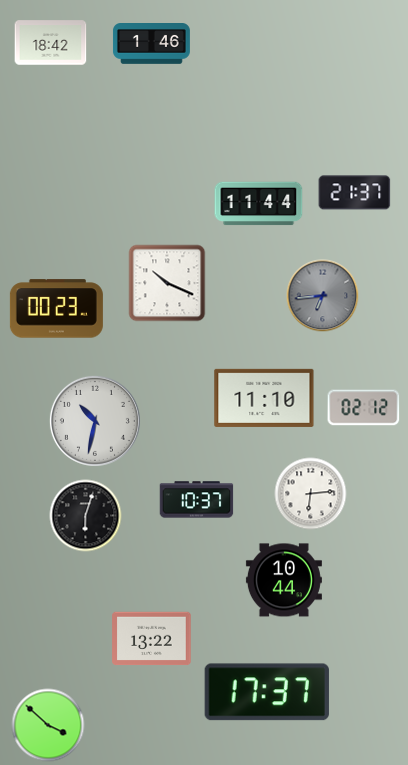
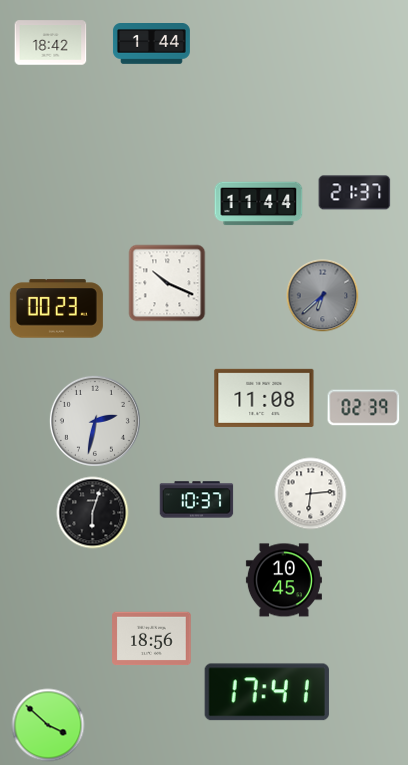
clock at (151, 44): 1:46 -> 1:44
clock at (323, 296): 6:44 -> 6:38
clock at (264, 398): 11:10 -> 11:08
clock at (364, 408): 02:12 -> 02:39
clock at (95, 421): 10:32 -> 2:32
clock at (86, 516) position: (86, 516) -> (93, 513)
clock at (284, 580): 10:44 -> 10:45
clock at (152, 639): 13:22 -> 18:56
clock at (267, 692): 17:37 -> 17:41
